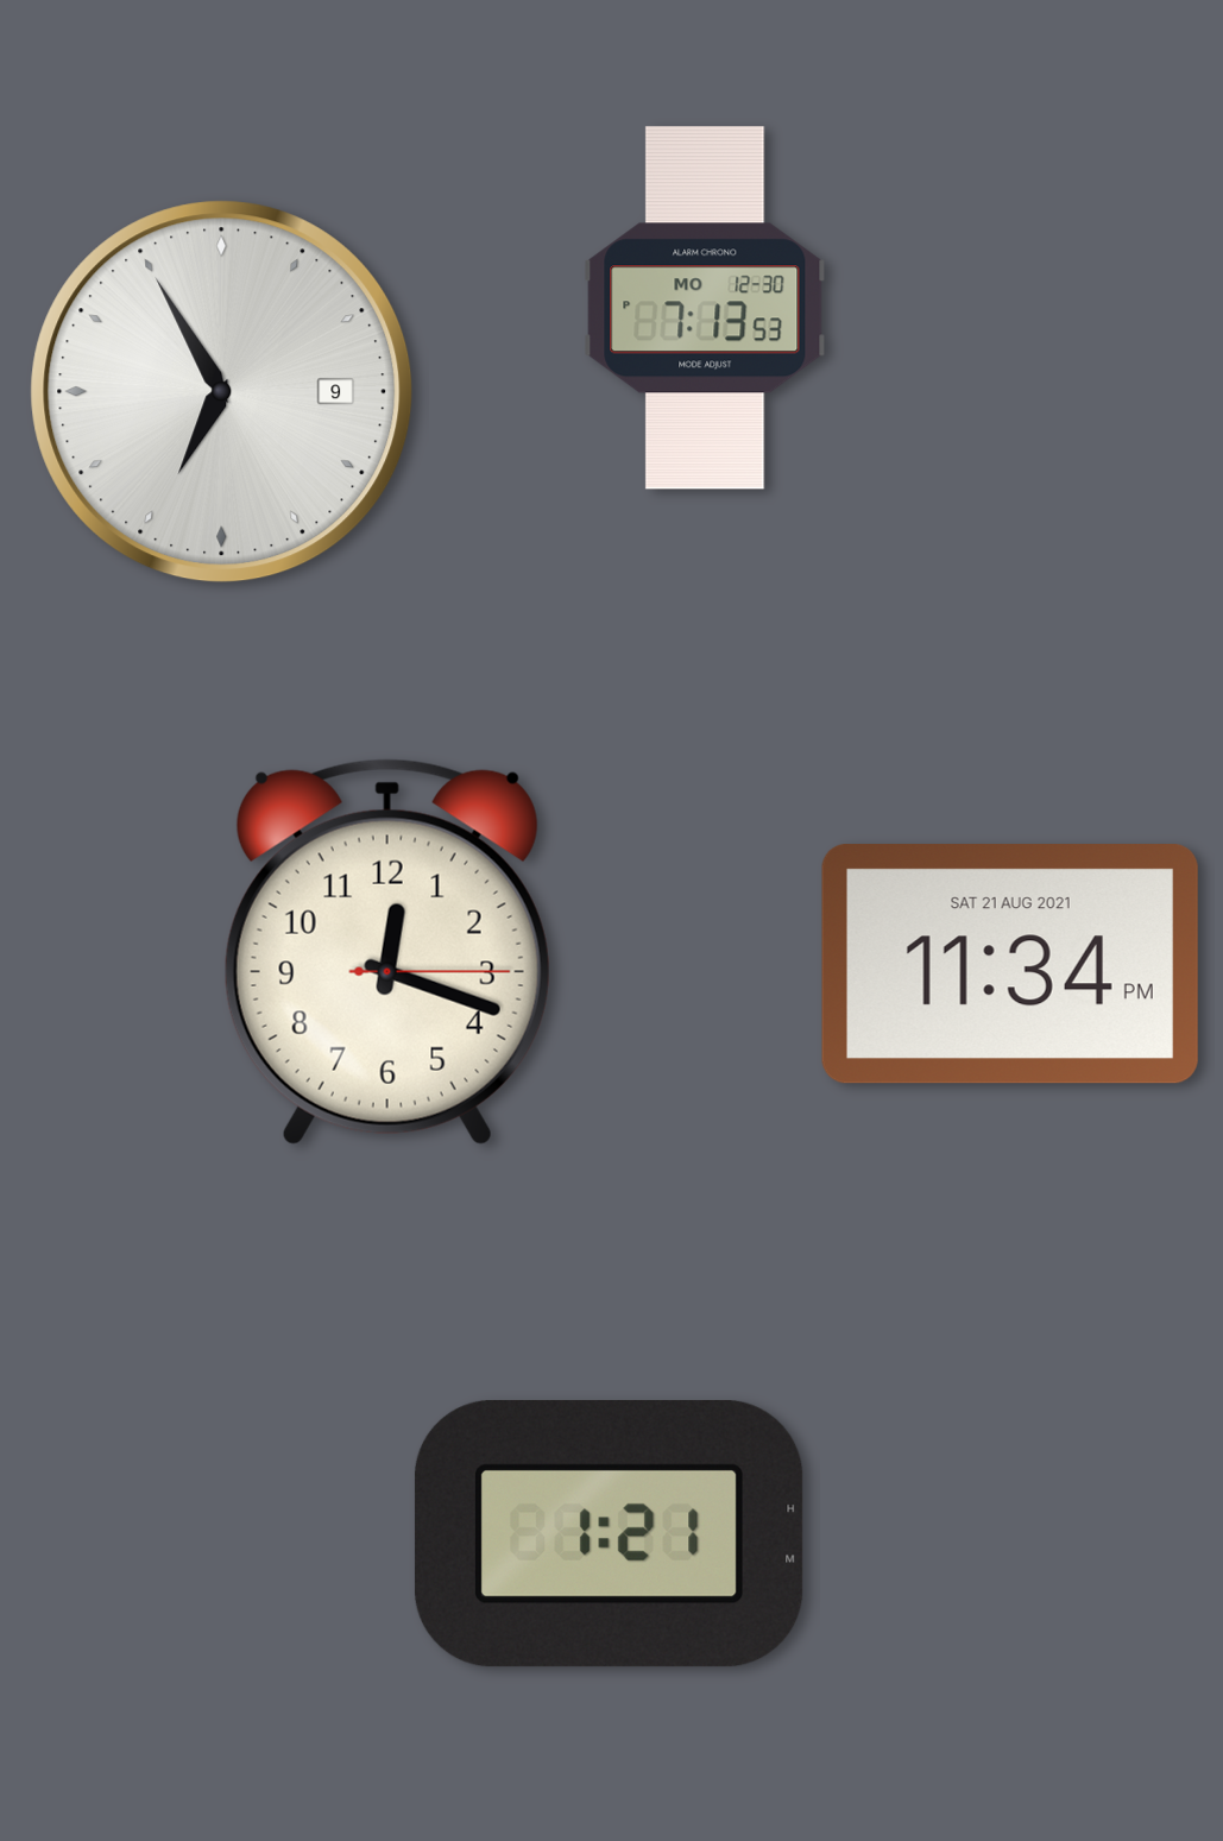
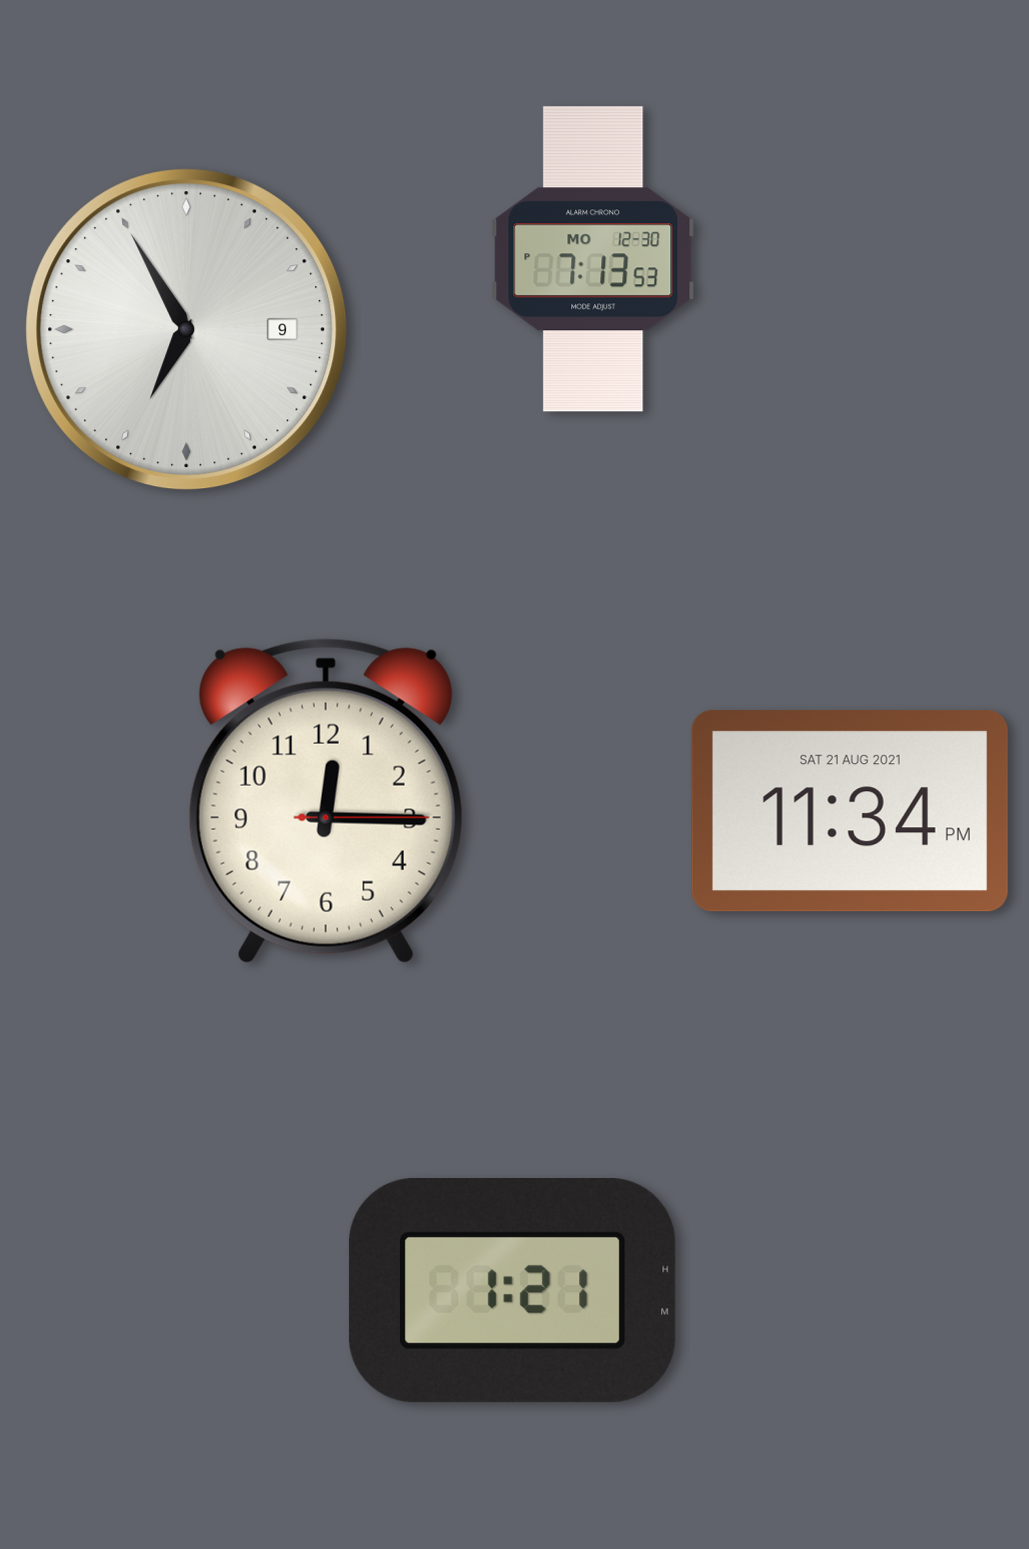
clock at (387, 952): 12:18 -> 12:15
